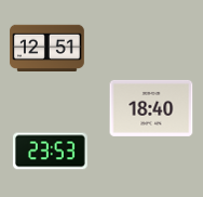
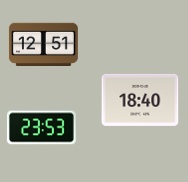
clock at (50, 152) position: (50, 152) -> (41, 128)
